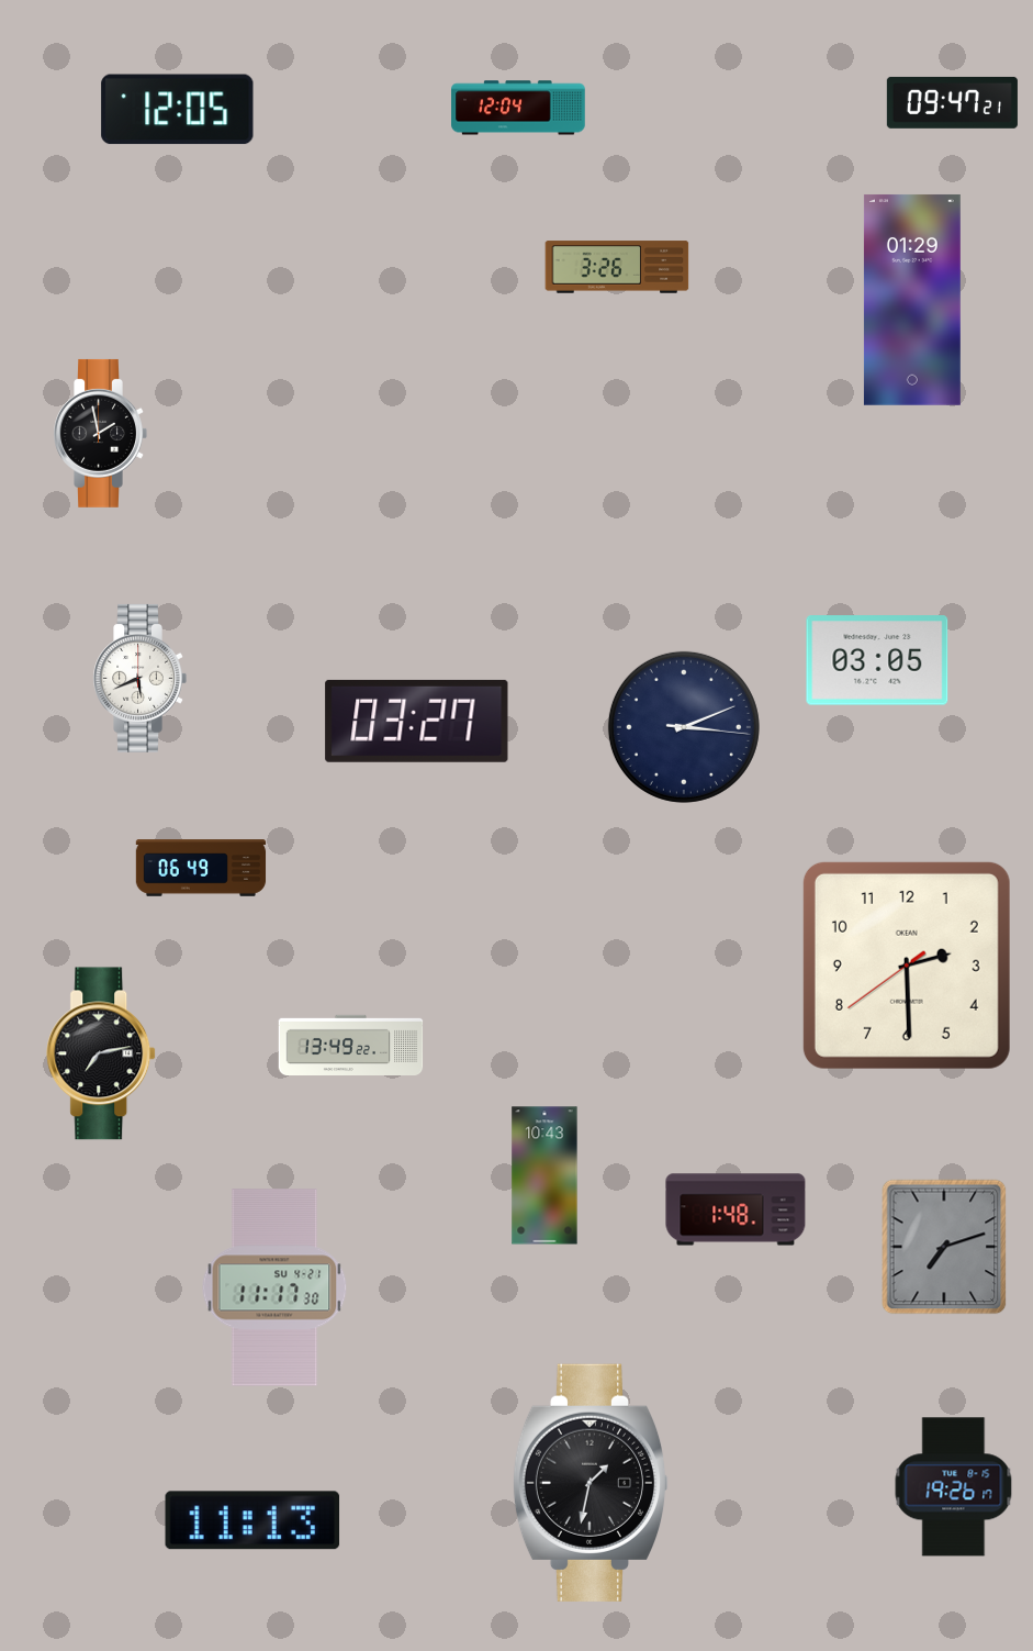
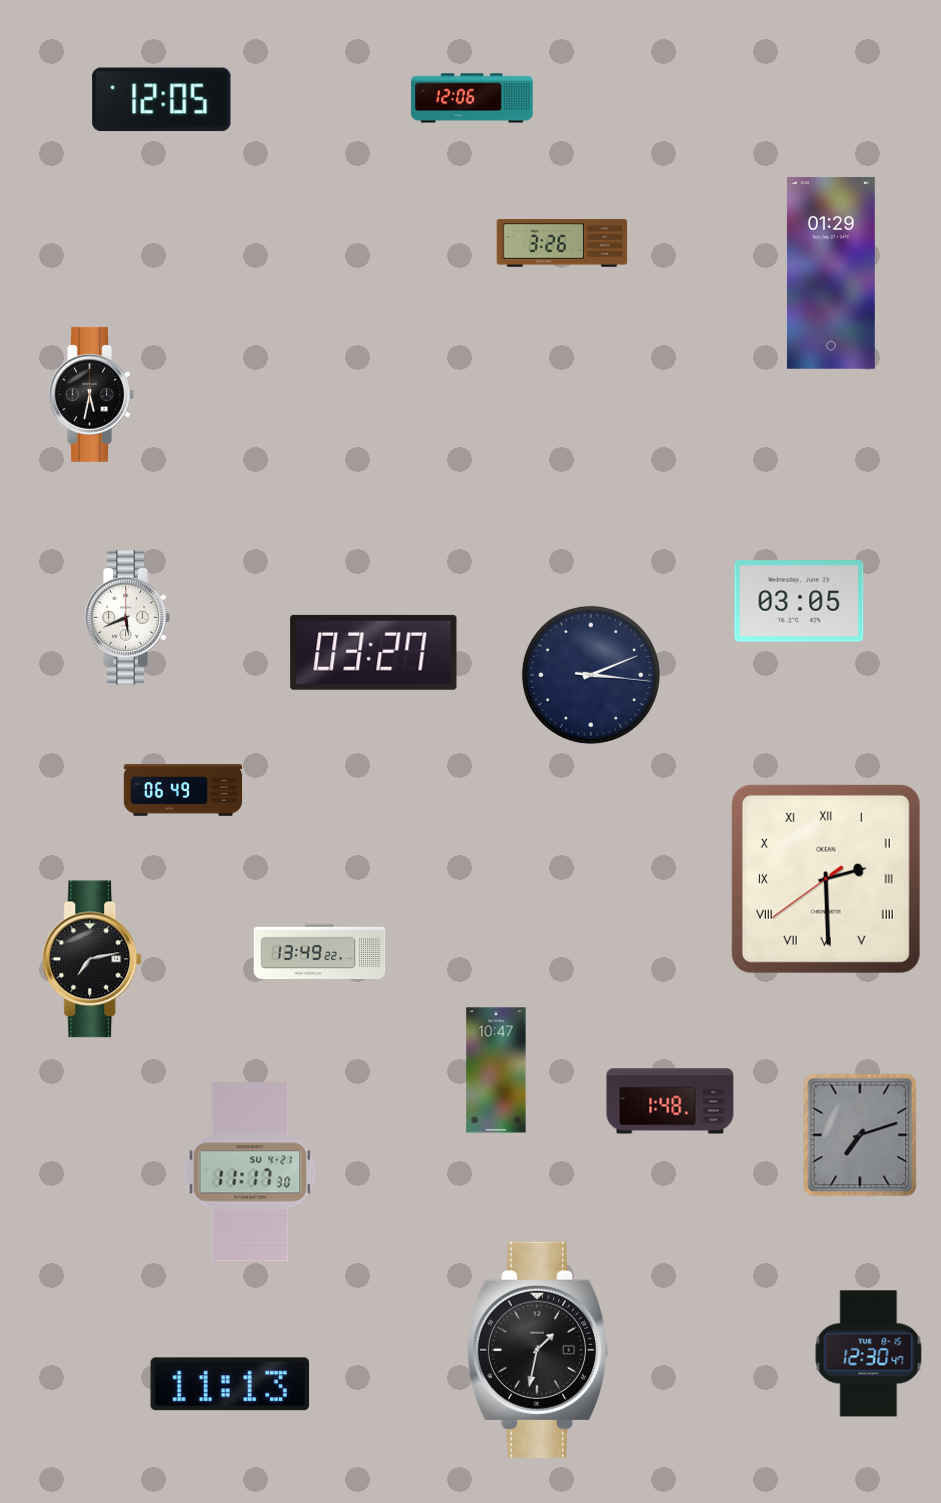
clock at (952, 102): 09:47 -> none
clock at (518, 108): 12:04 -> 12:06
clock at (100, 433): 1:58 -> 5:32
clock at (417, 721) position: (417, 721) -> (374, 652)
clock at (684, 727) position: (684, 727) -> (591, 675)
clock at (907, 966) numerals: Arabic -> Roman
clock at (544, 1175): 10:43 -> 10:47
clock at (954, 1487): 19:26 -> 12:30
